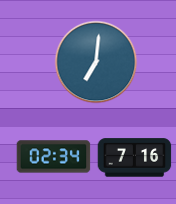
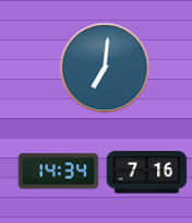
clock at (54, 157): 02:34 -> 14:34
